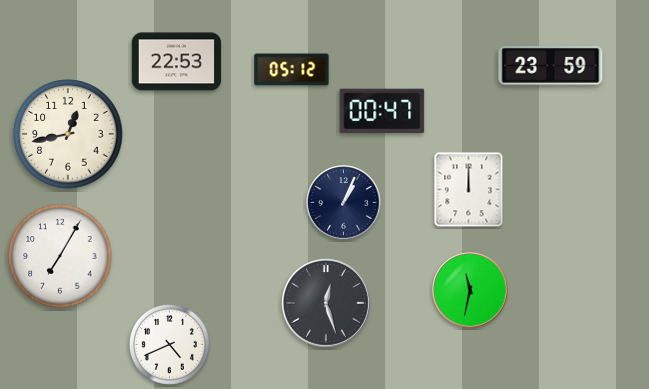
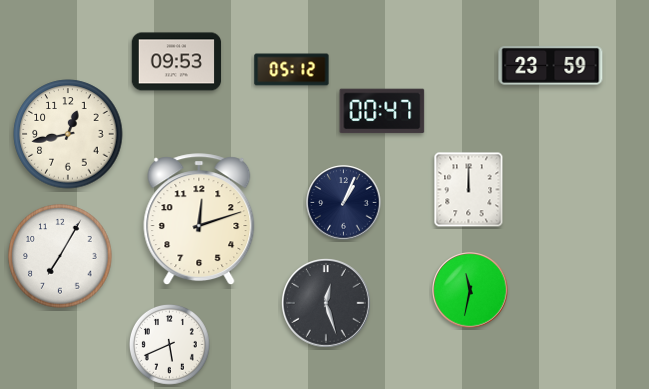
clock at (177, 62): 22:53 -> 09:53
clock at (199, 220): none -> 12:12
clock at (169, 344): 4:41 -> 5:41
